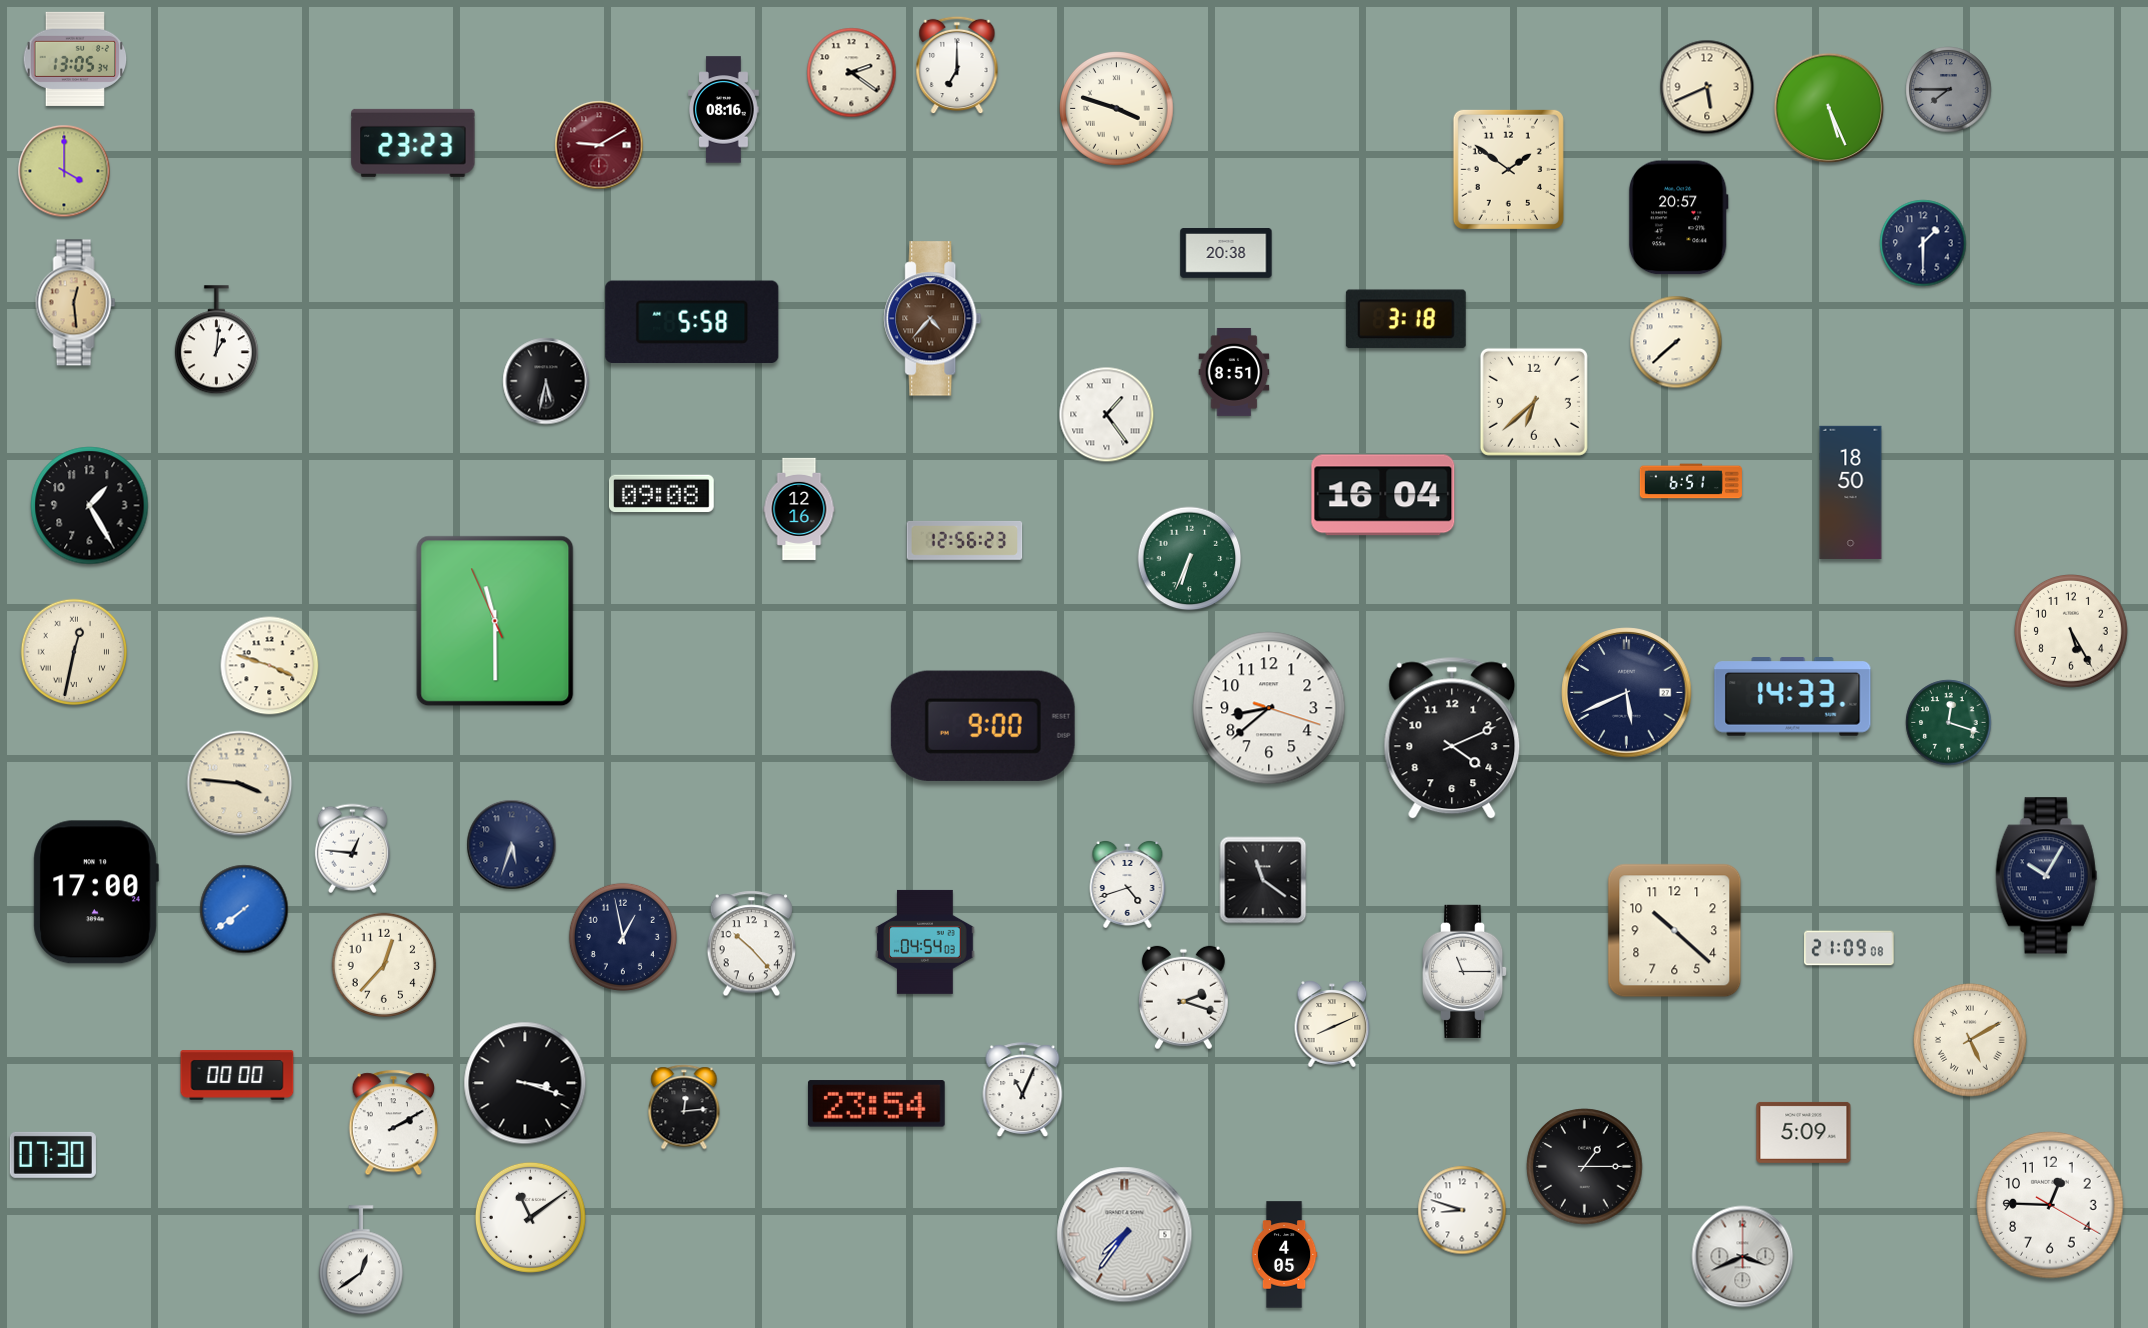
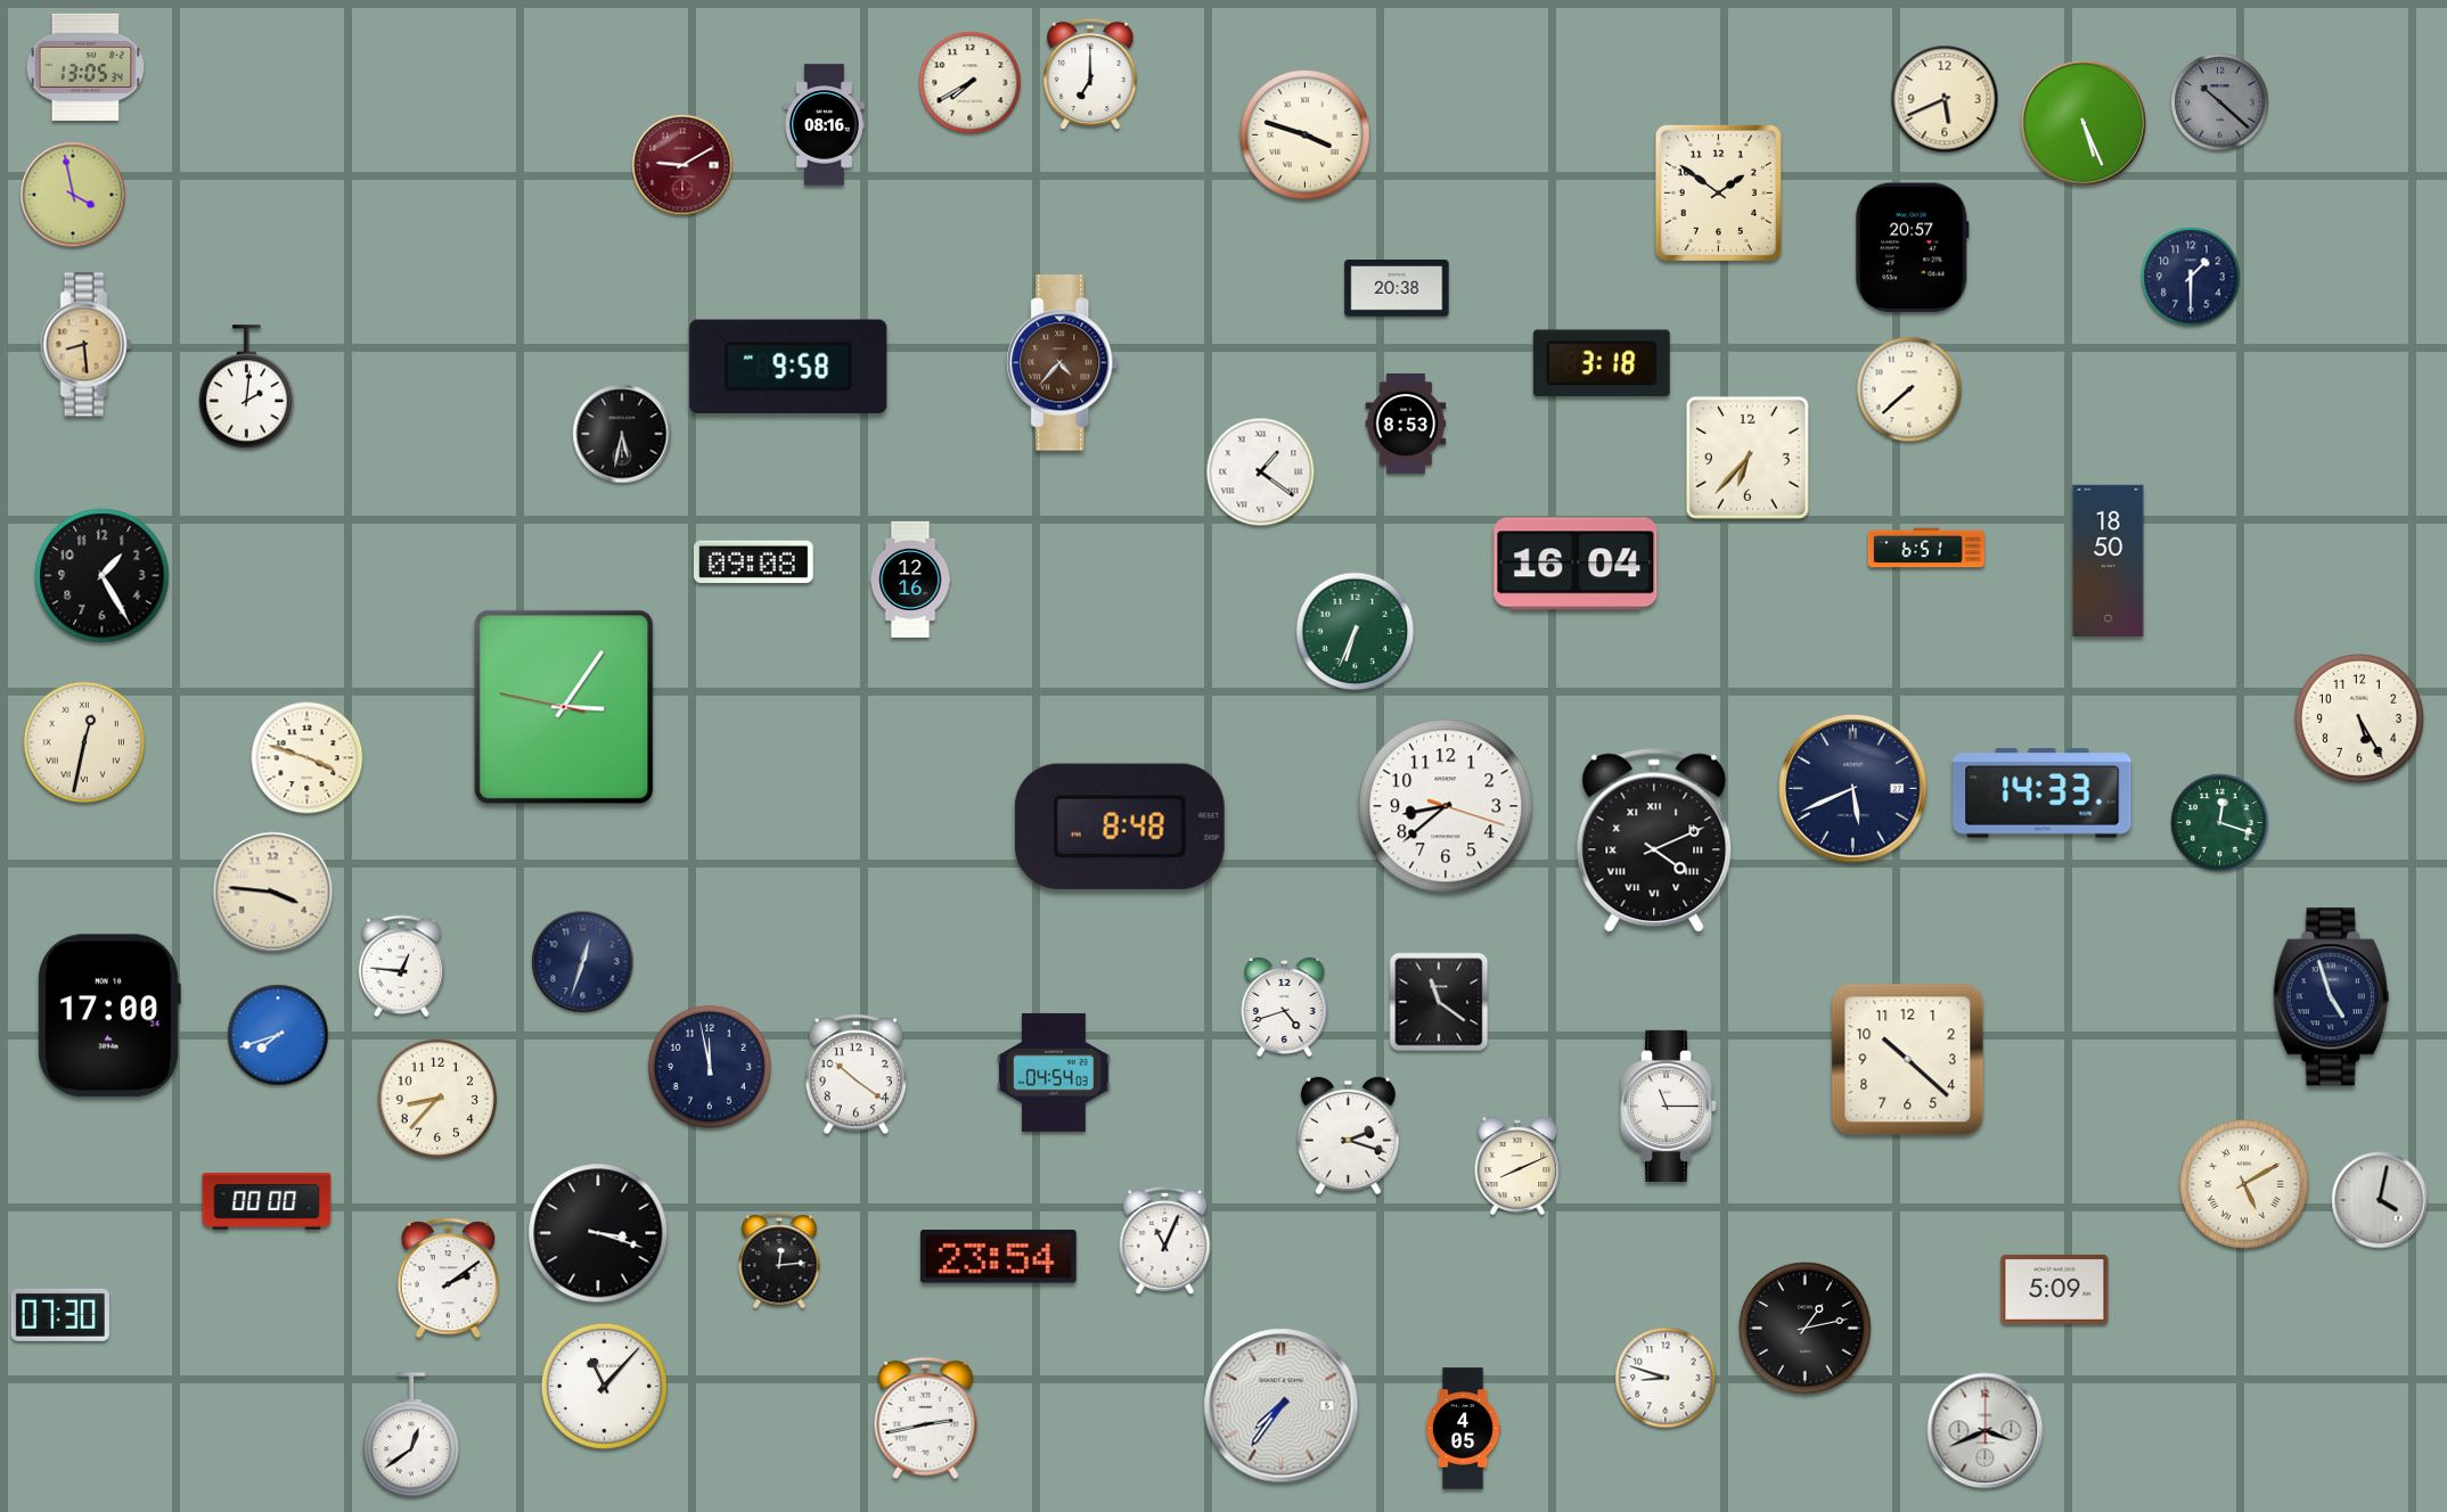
clock at (852, 73): 2:21 -> 7:40
clock at (1949, 90): 7:45 -> 10:22
clock at (1117, 109) position: (1117, 109) -> (1306, 135)
clock at (413, 143): 23:23 -> none
clock at (64, 171): 4:00 -> 3:58
clock at (76, 303): 12:29 -> 8:29
clock at (692, 322): 5:58 -> 9:58
clock at (216, 340): 1:01 -> 2:01
clock at (1234, 372): 8:51 -> 8:53
clock at (1534, 402): 6:38 -> 6:37
clock at (1107, 415): 1:24 -> 1:21
clock at (965, 540): 12:56 -> none
clock at (1190, 559) position: (1190, 559) -> (1356, 632)
clock at (495, 621): 11:29 -> 3:05
clock at (983, 726): 9:00 -> 8:48
clock at (1452, 738) numerals: Arabic -> Roman
clock at (512, 845): 5:33 -> 12:33
clock at (2047, 876): 10:05 -> 4:57
clock at (244, 909): 7:39 -> 7:42
clock at (623, 937): 12:58 -> 11:58
clock at (751, 944): 10:23 -> 10:21
clock at (1849, 948): 21:09 -> none
clock at (384, 965): 12:37 -> 8:37
clock at (2380, 1200): none -> 4:02
clock at (237, 1075) position: (237, 1075) -> (267, 1201)
clock at (393, 1123): 2:10 -> 2:09
clock at (1585, 1167): 1:15 -> 1:13
clock at (2050, 1205): 12:45 -> none
clock at (530, 1217): 11:09 -> 11:07
clock at (926, 1419): none -> 2:43
